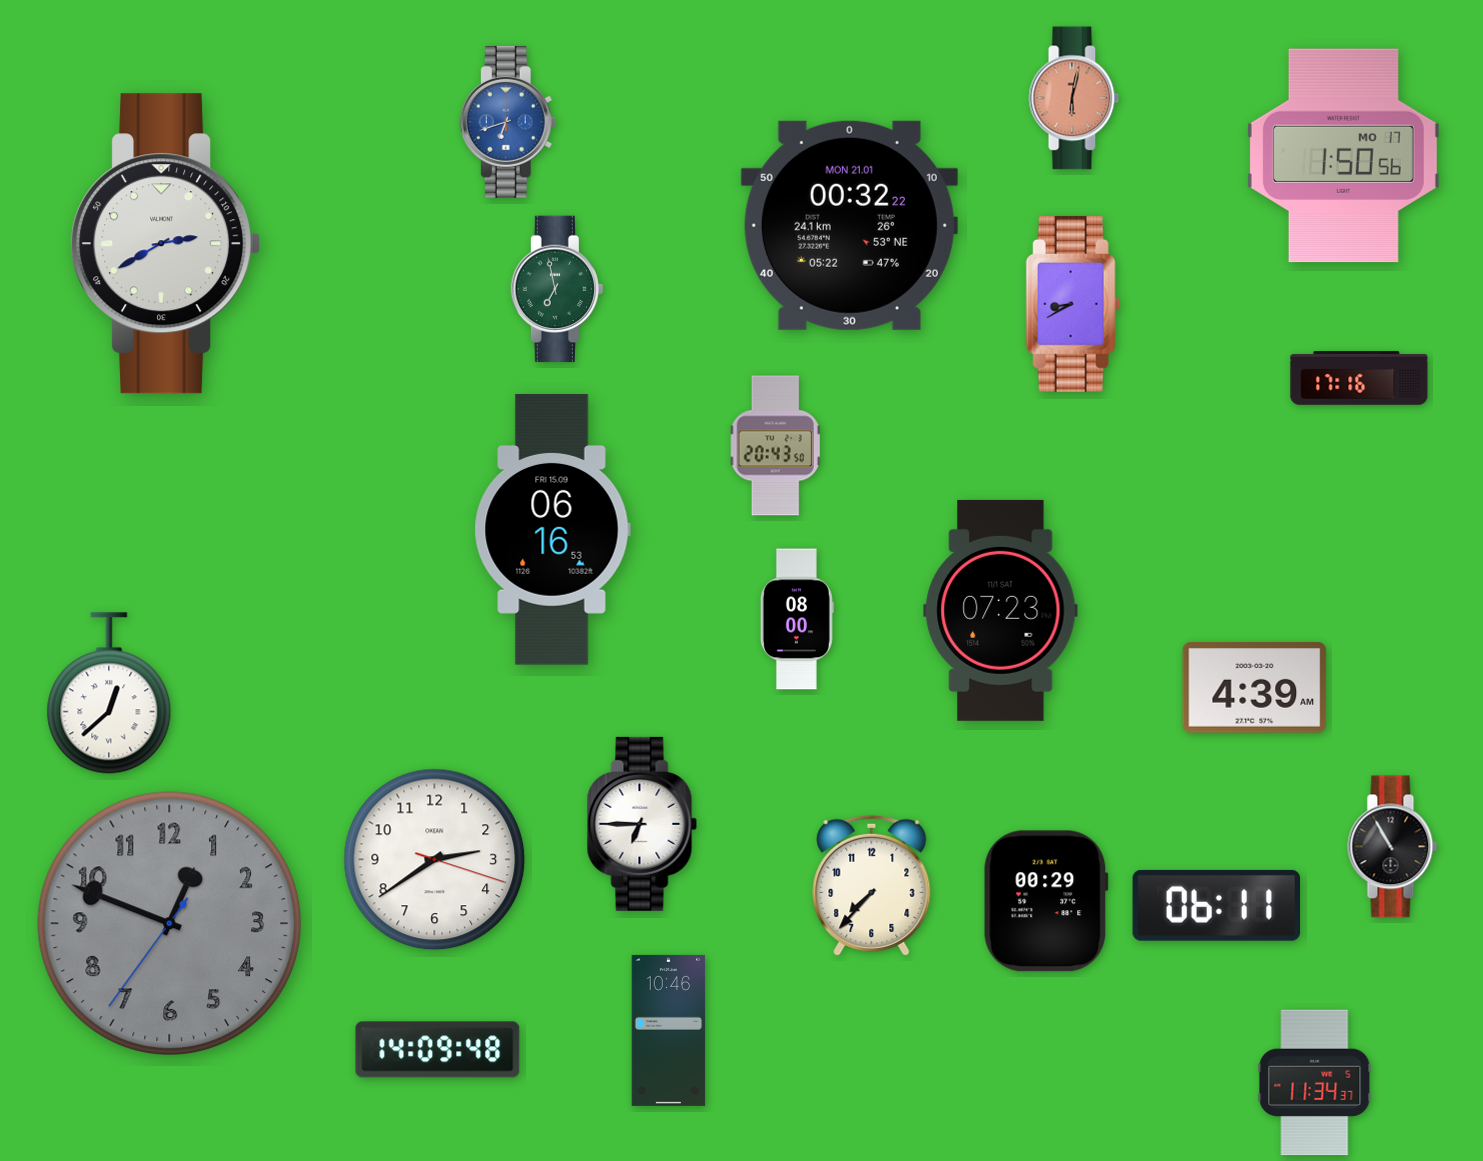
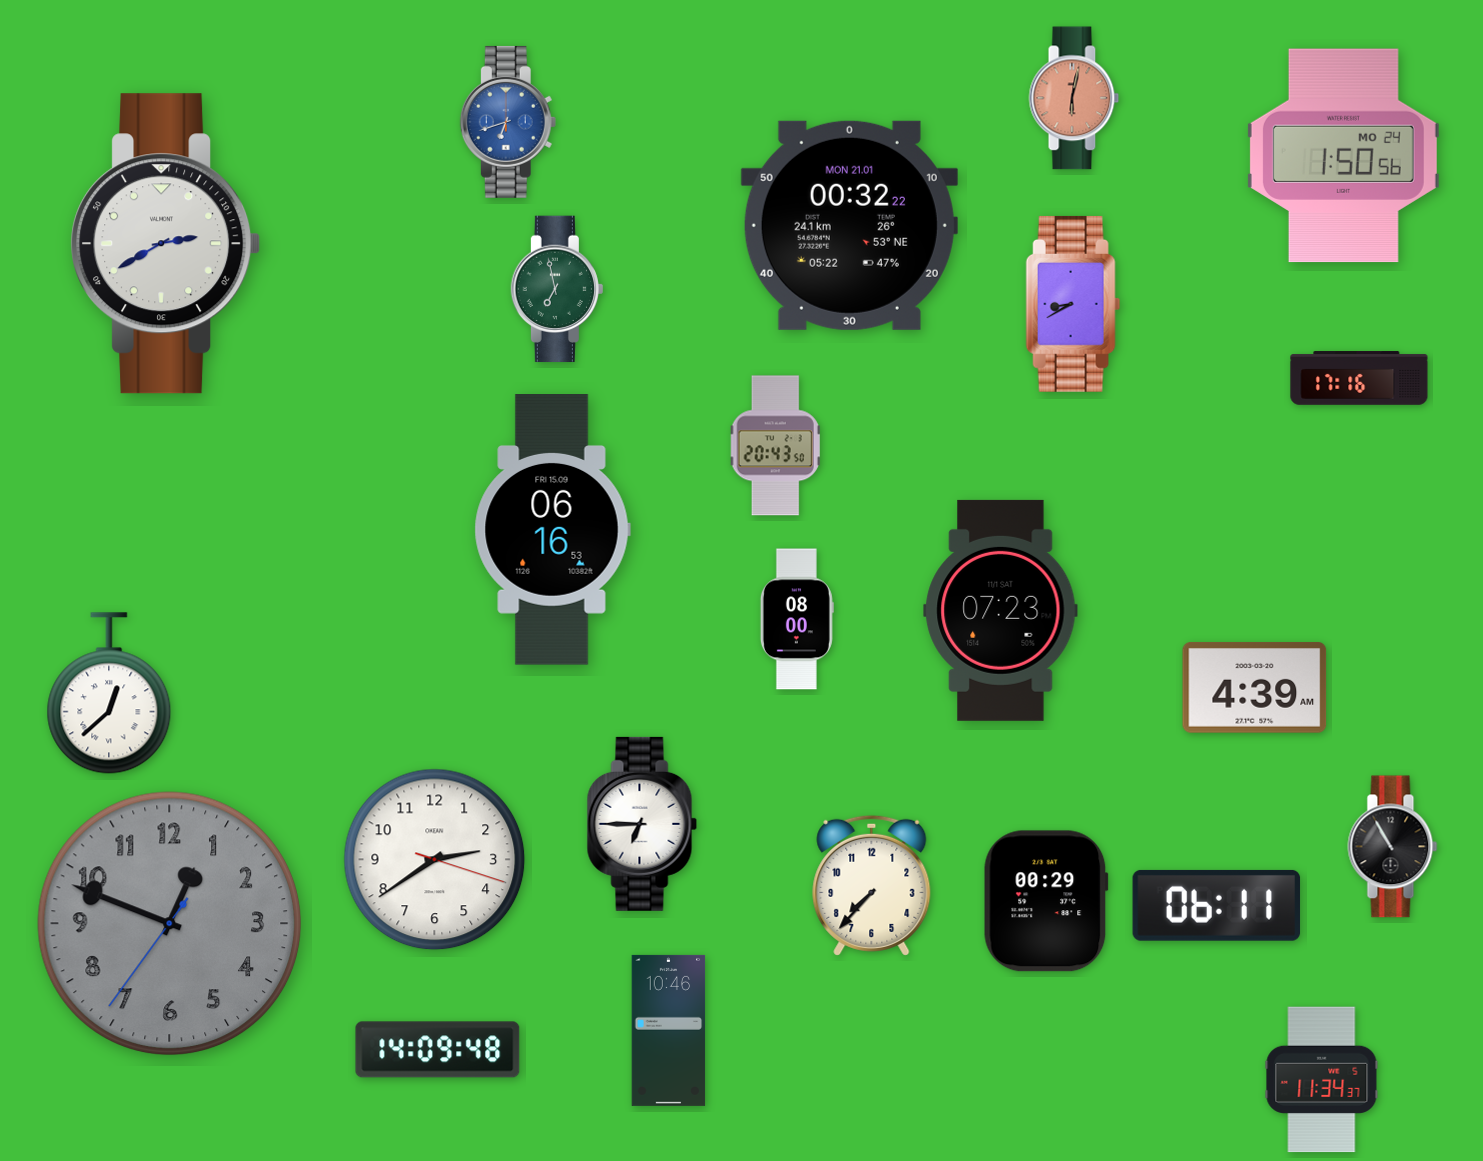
clock at (1343, 156) date: MO 17 -> MO 24
clock at (1315, 1083) position: (1315, 1083) -> (1322, 1080)
